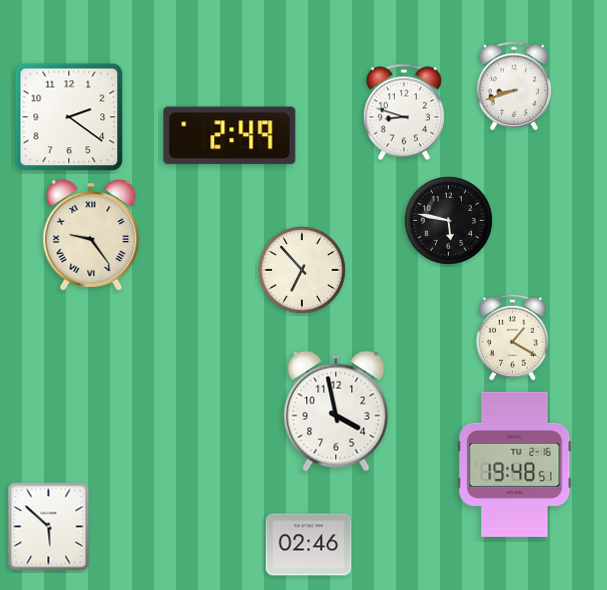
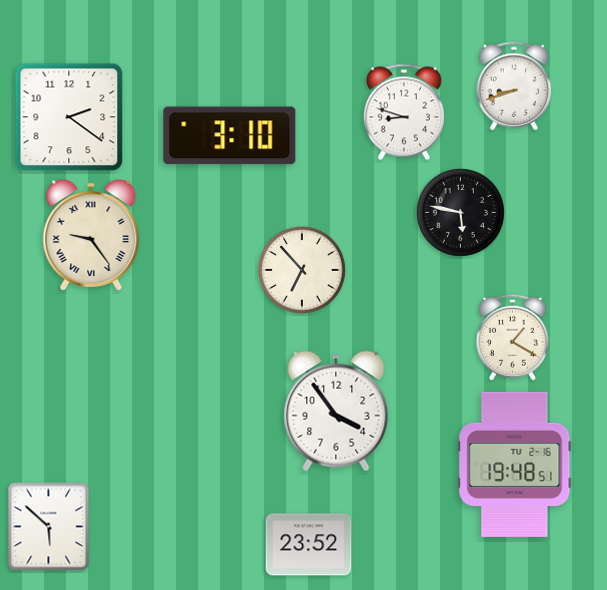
clock at (230, 136): 2:49 -> 3:10
clock at (449, 221) position: (449, 221) -> (461, 213)
clock at (336, 411): 3:58 -> 3:54
clock at (309, 545): 02:46 -> 23:52
